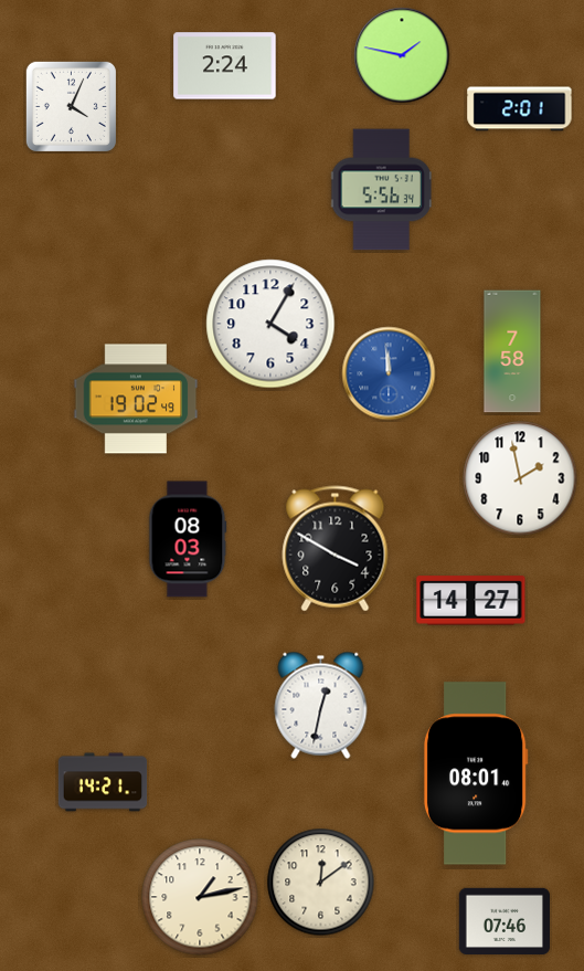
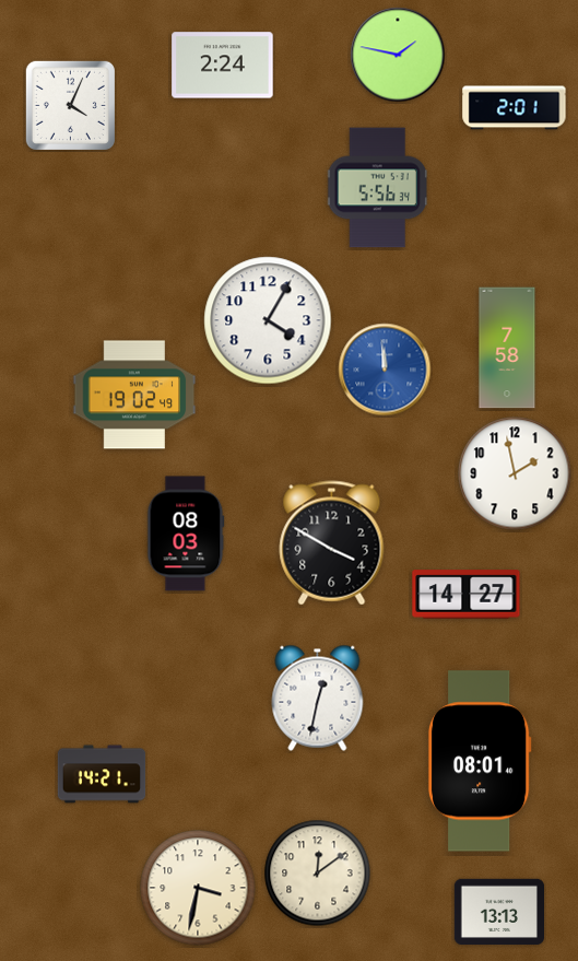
clock at (476, 773) position: (476, 773) -> (480, 761)
clock at (200, 897): 1:13 -> 3:32
clock at (503, 920): 07:46 -> 13:13
